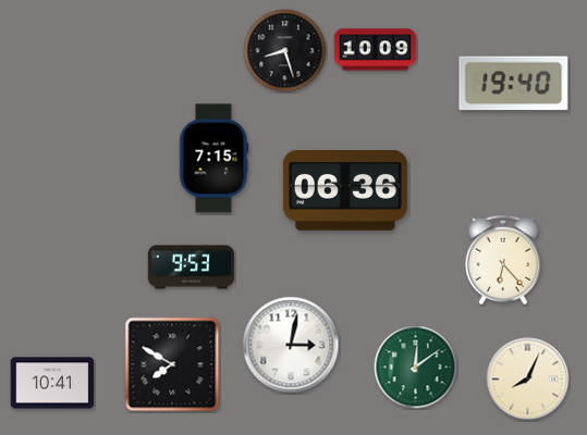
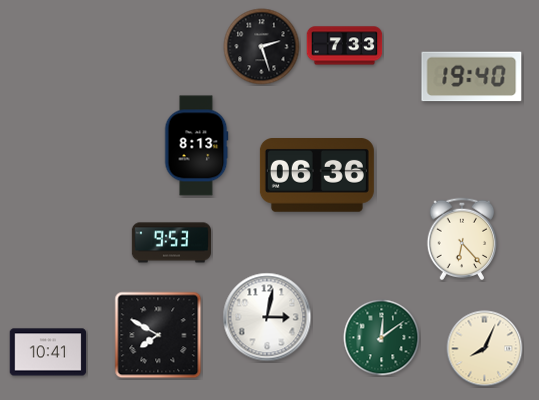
clock at (376, 50): 10:09 -> 7:33
clock at (285, 51): 8:27 -> 2:27
clock at (213, 159): 7:15 -> 8:13
clock at (191, 268) position: (191, 268) -> (171, 243)
